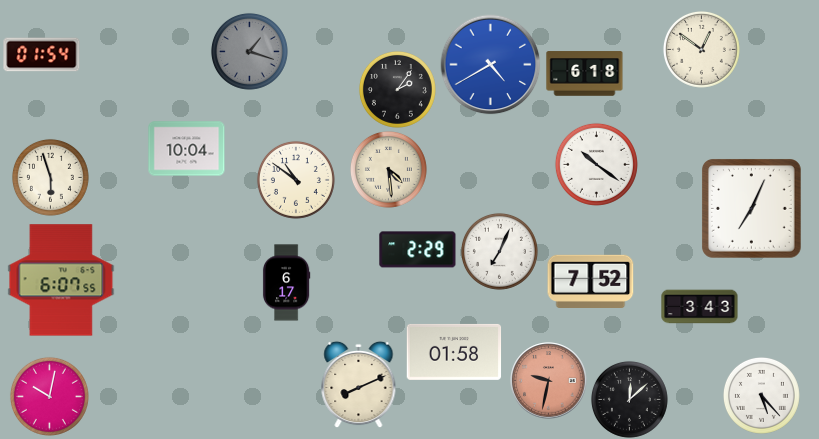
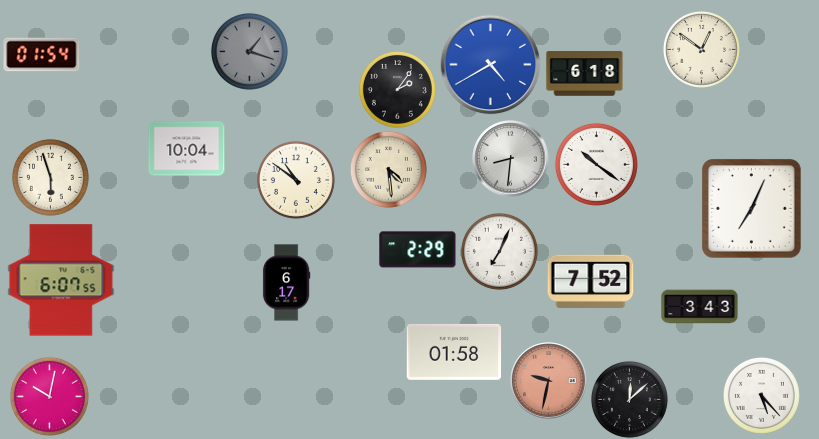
clock at (511, 159): none -> 8:31
clock at (359, 384): 8:11 -> none
